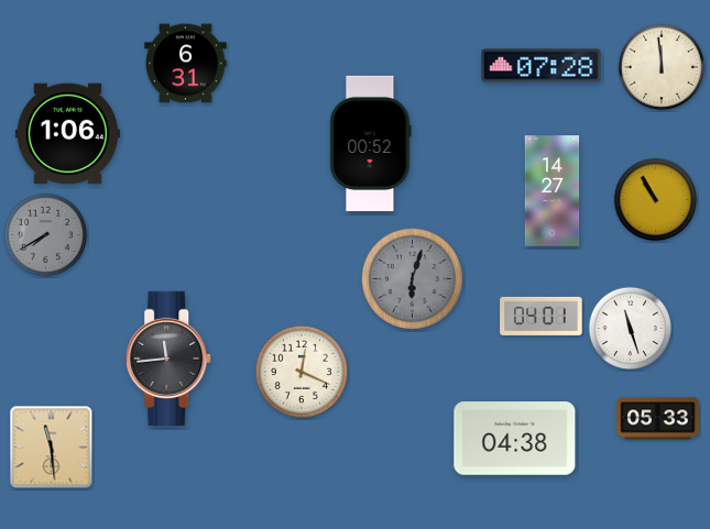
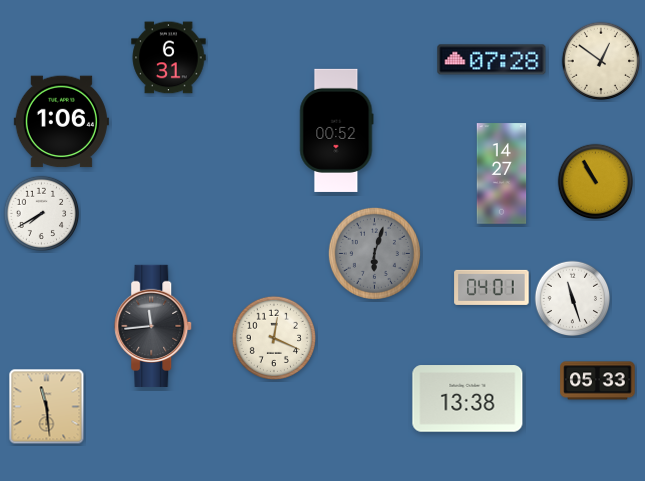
clock at (662, 67): 11:59 -> 12:51
clock at (46, 235) dial: grey -> white
clock at (515, 439): 04:38 -> 13:38
